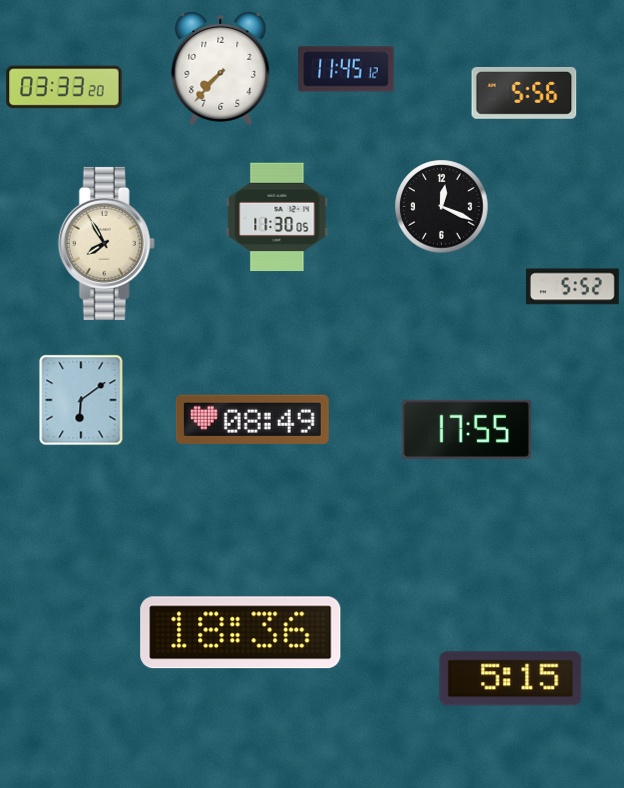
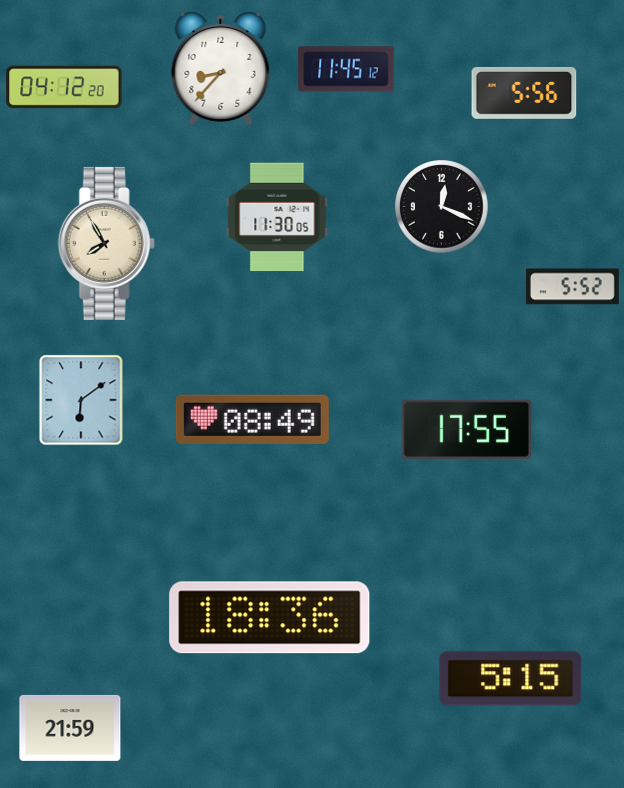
clock at (221, 68): 7:37 -> 8:37
clock at (64, 87): 03:33 -> 04:12
clock at (241, 633) position: (241, 633) -> (270, 618)
clock at (70, 728): none -> 21:59
